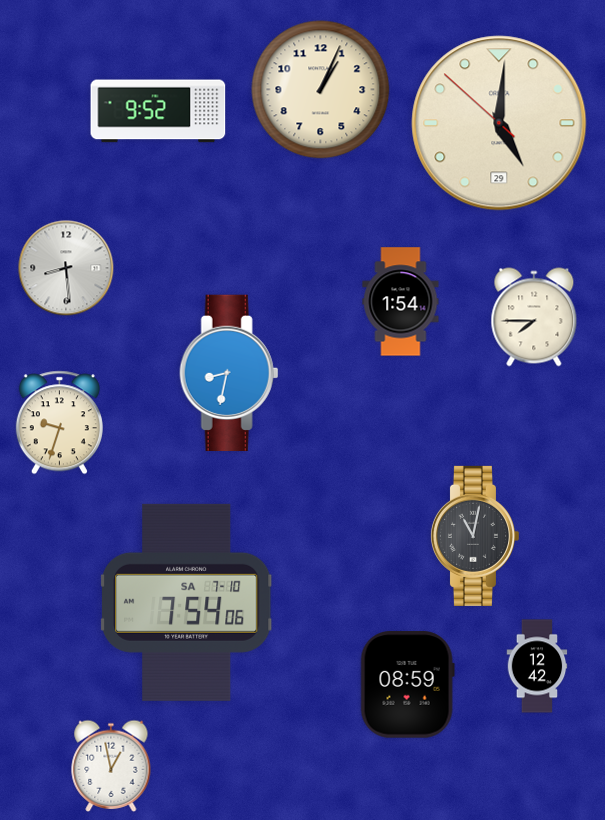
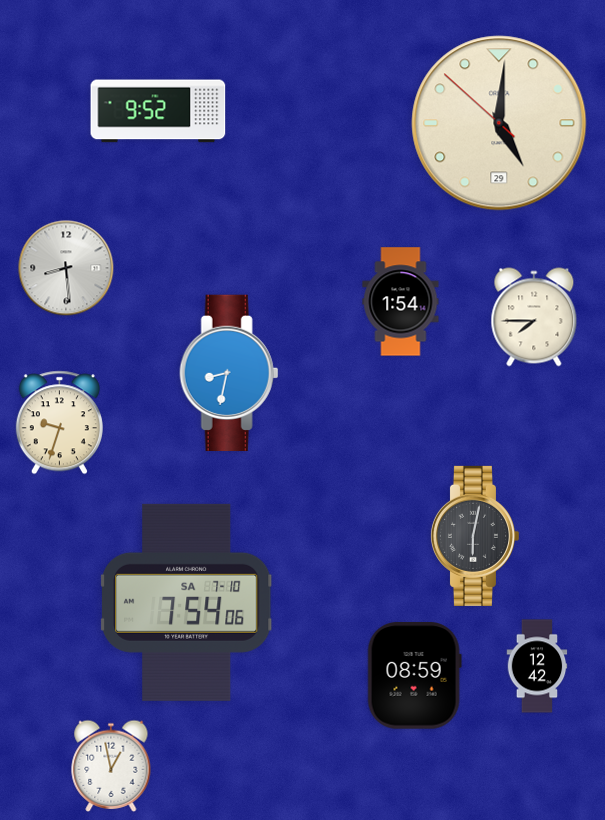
clock at (321, 90): 1:04 -> none
clock at (474, 536): 11:02 -> 6:02
clock at (407, 685) position: (407, 685) -> (414, 676)
